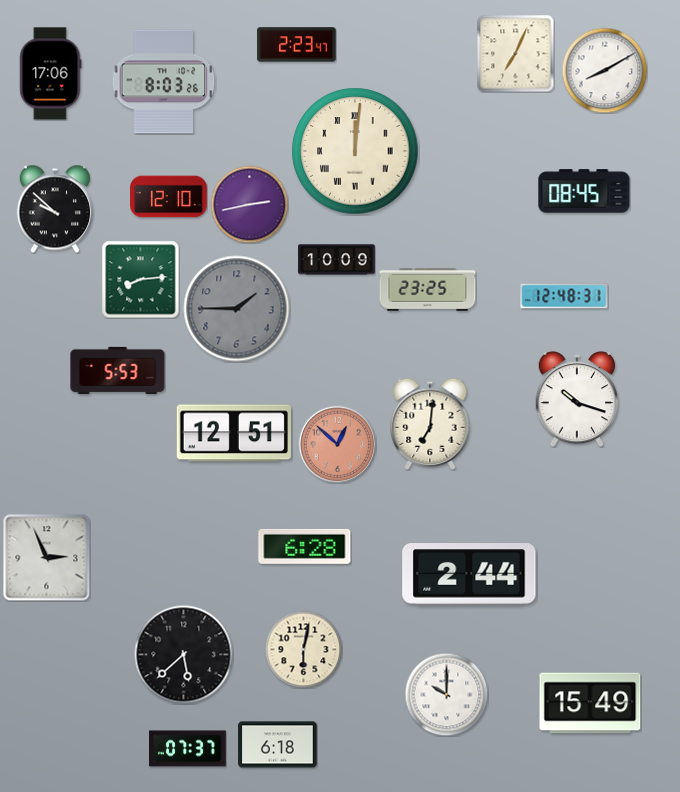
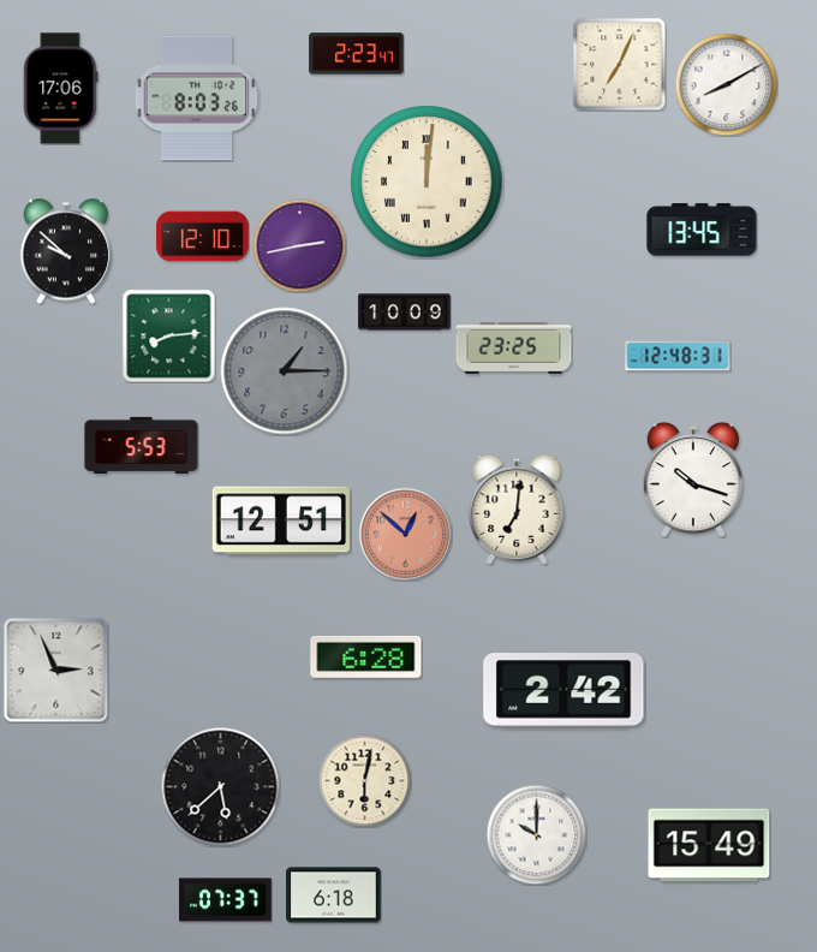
clock at (584, 191): 08:45 -> 13:45
clock at (237, 309): 1:45 -> 1:15
clock at (469, 574): 2:44 -> 2:42
